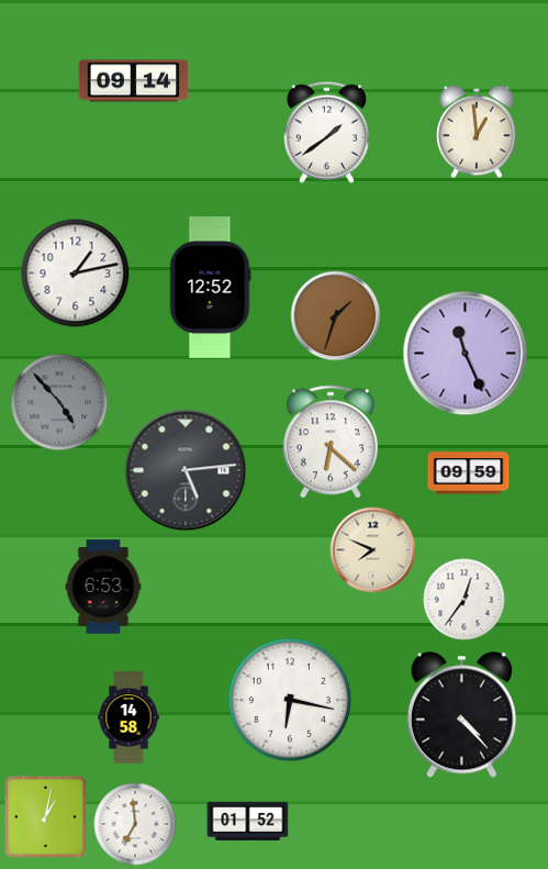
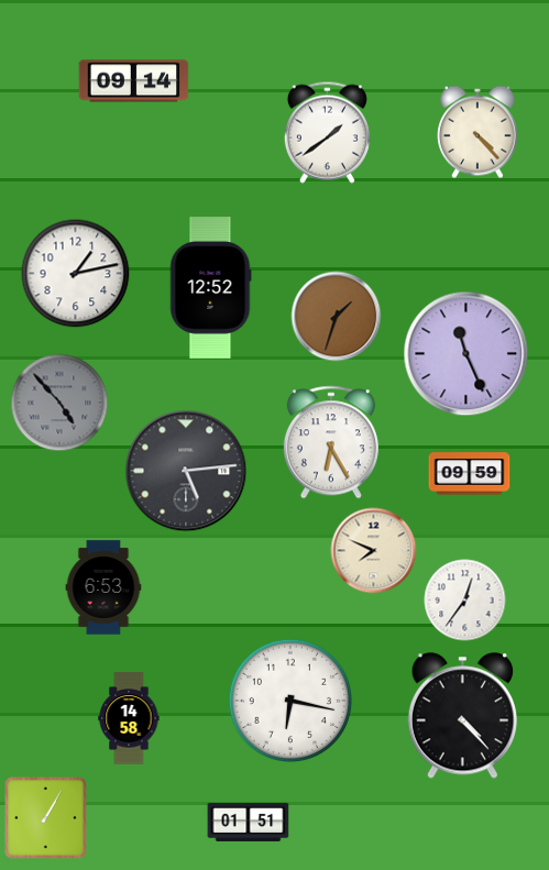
clock at (477, 132): 12:59 -> 4:23
clock at (331, 442): 6:22 -> 6:25
clock at (46, 817): 1:02 -> 1:05
clock at (248, 821): 01:52 -> 01:51
clock at (135, 824): 6:59 -> none
